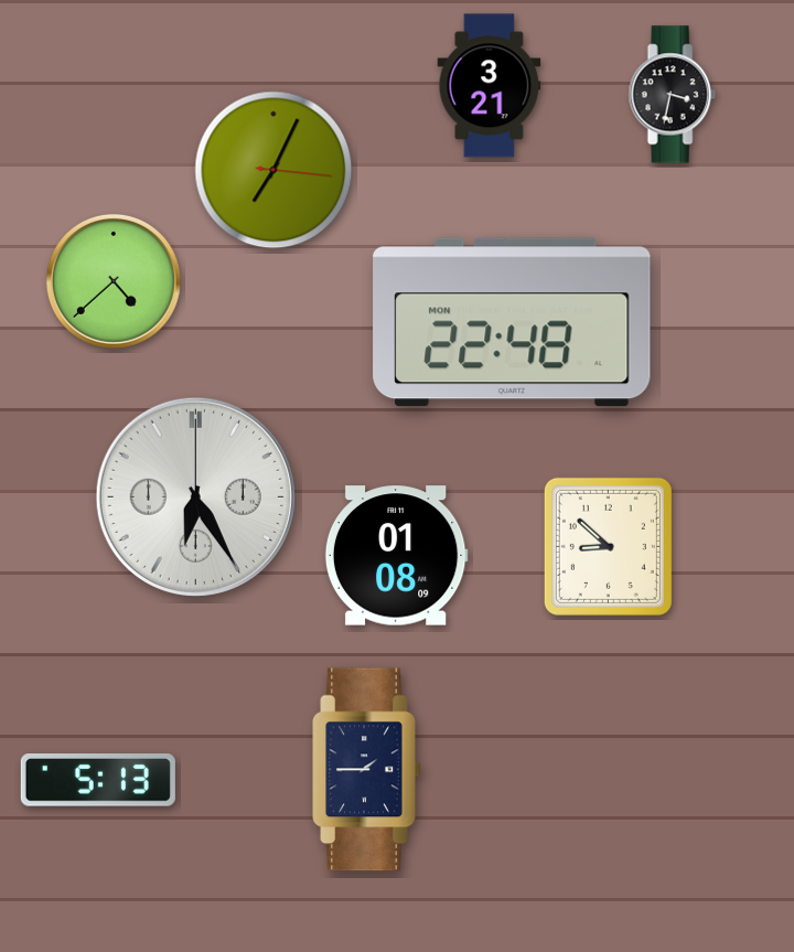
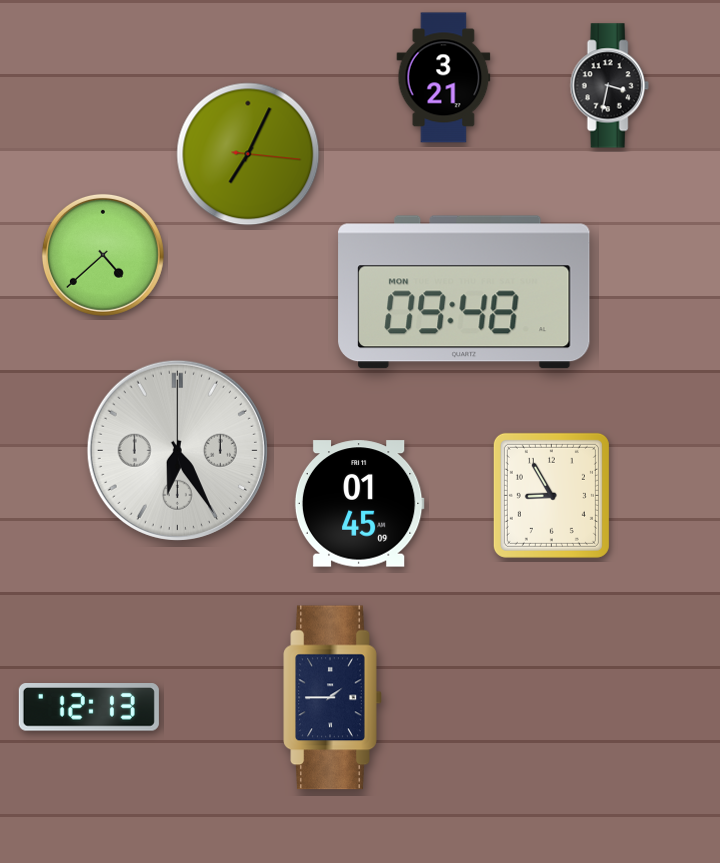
clock at (512, 322): 22:48 -> 09:48
clock at (608, 546): 8:52 -> 8:55
clock at (396, 556): 01:08 -> 01:45
clock at (98, 780): 5:13 -> 12:13
